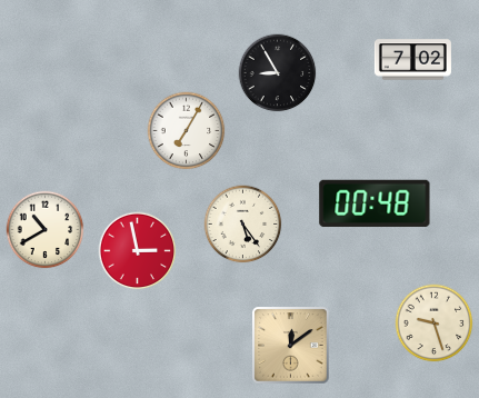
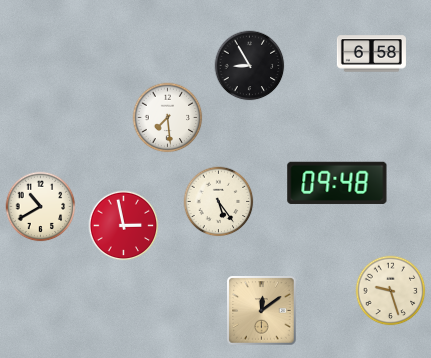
clock at (412, 60): 7:02 -> 6:58
clock at (187, 131): 7:05 -> 7:29
clock at (375, 203): 00:48 -> 09:48
